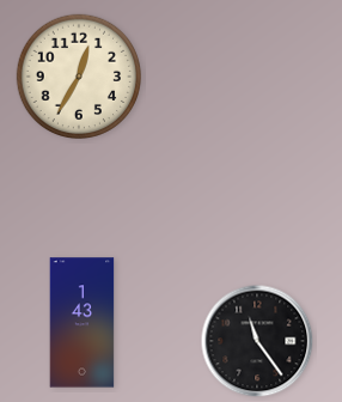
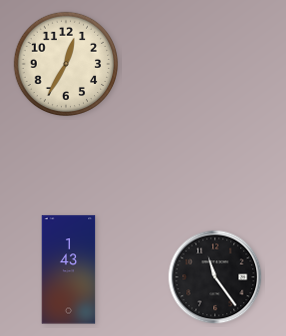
clock at (257, 341) position: (257, 341) -> (215, 277)
